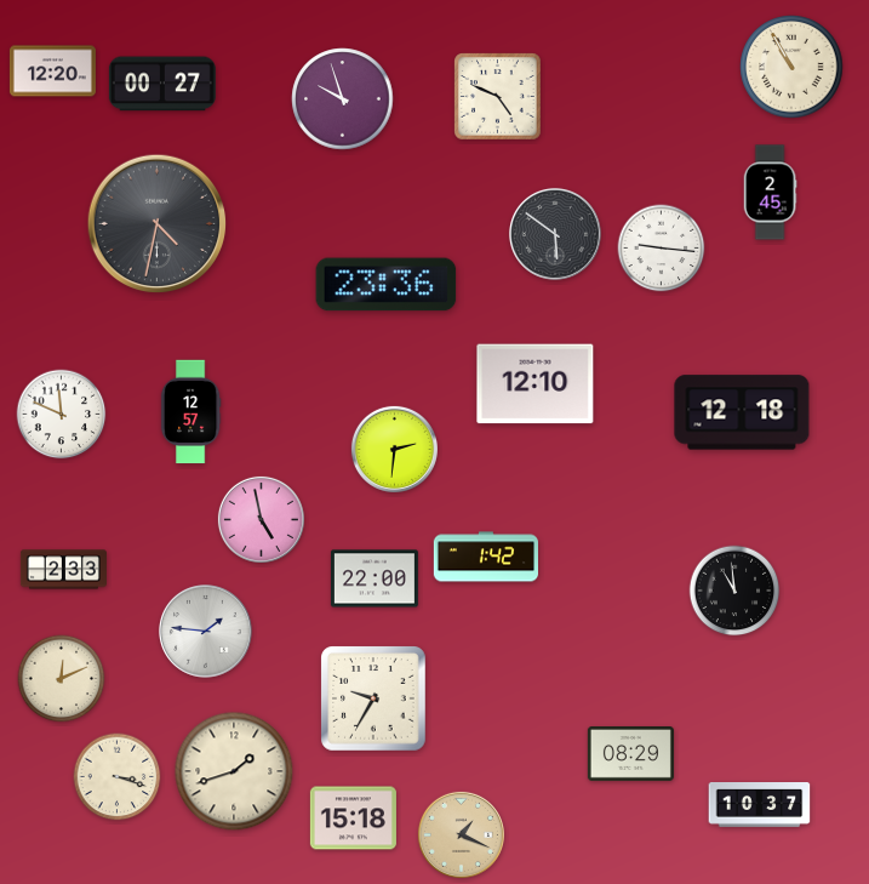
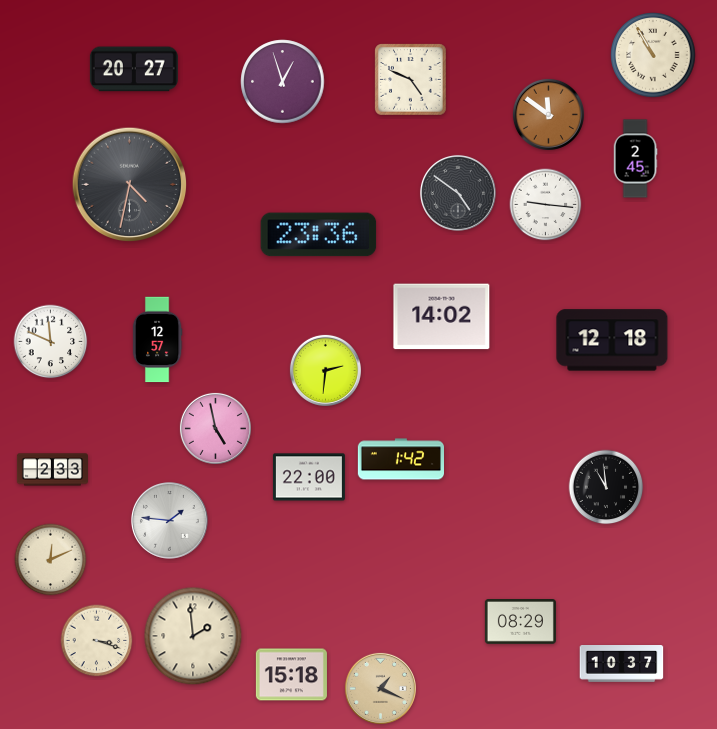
clock at (52, 72): 12:20 -> none
clock at (162, 84): 00:27 -> 20:27
clock at (343, 99): 9:57 -> 12:57
clock at (548, 114): none -> 11:51
clock at (555, 234): 5:51 -> 4:51
clock at (536, 384): 12:10 -> 14:02
clock at (375, 700): 9:35 -> none
clock at (234, 771): 1:42 -> 1:59
clock at (760, 805) position: (760, 805) -> (622, 664)
